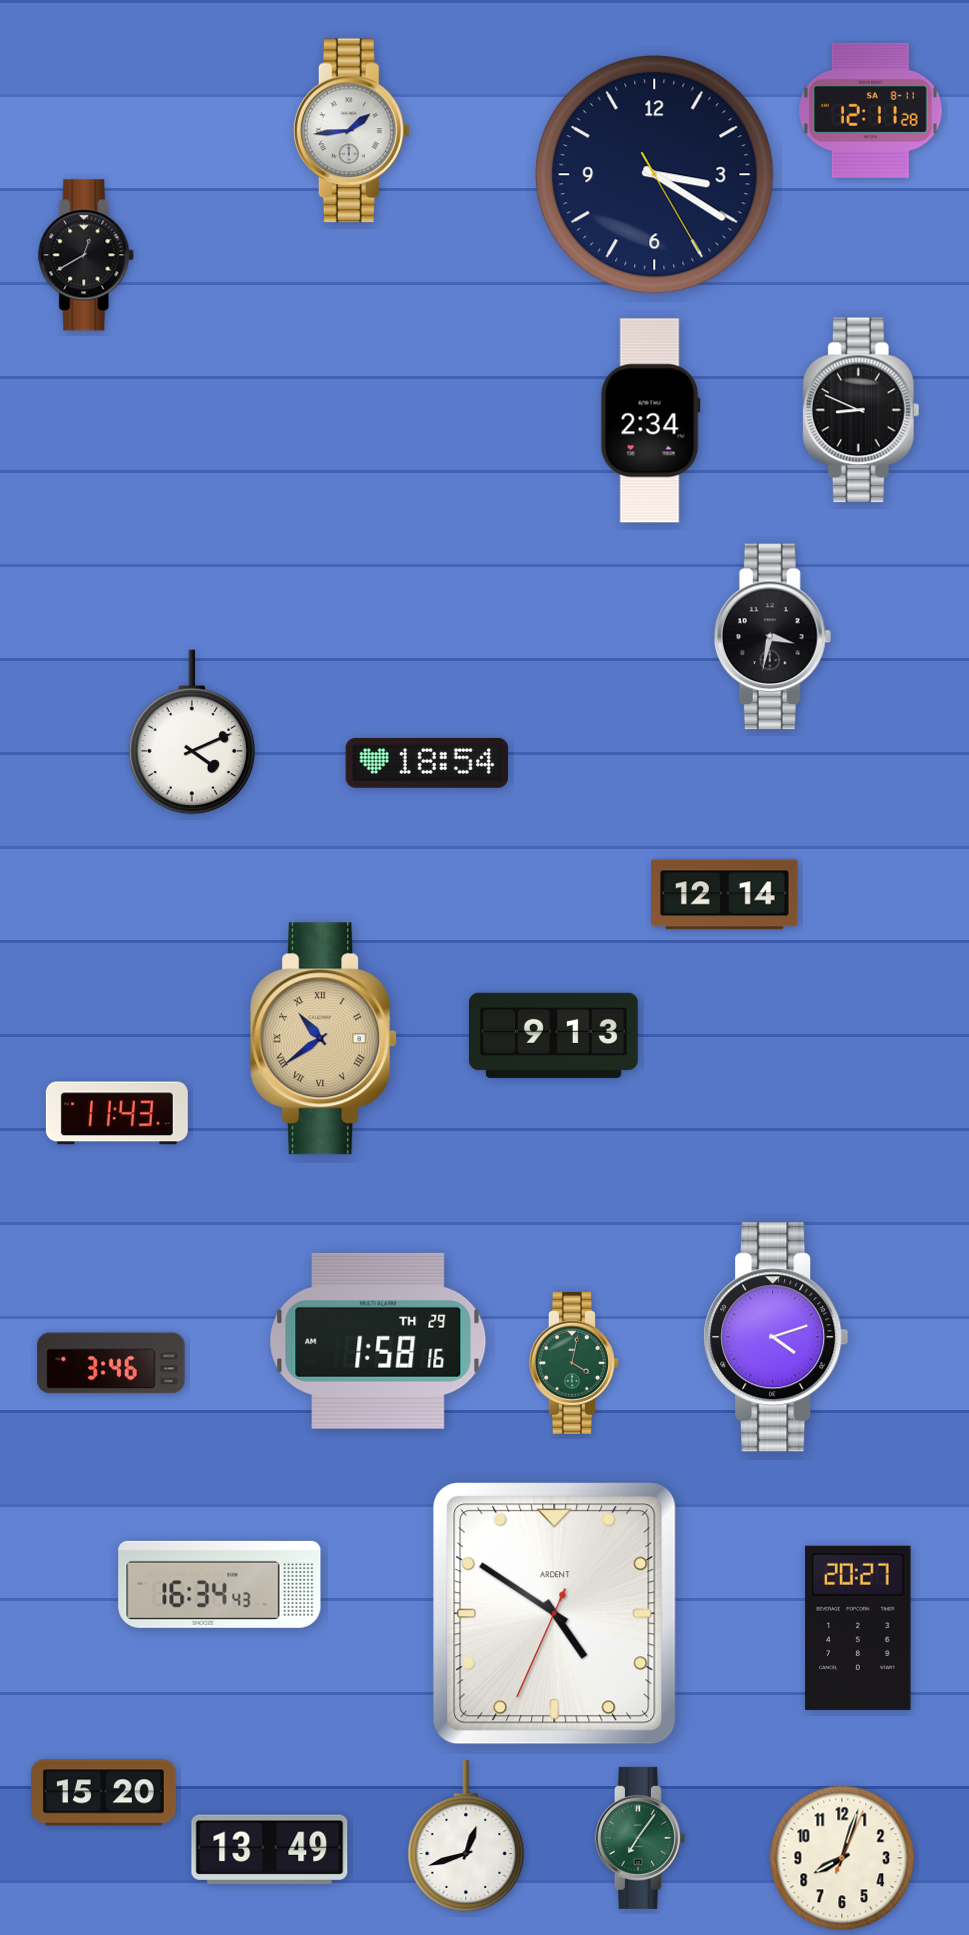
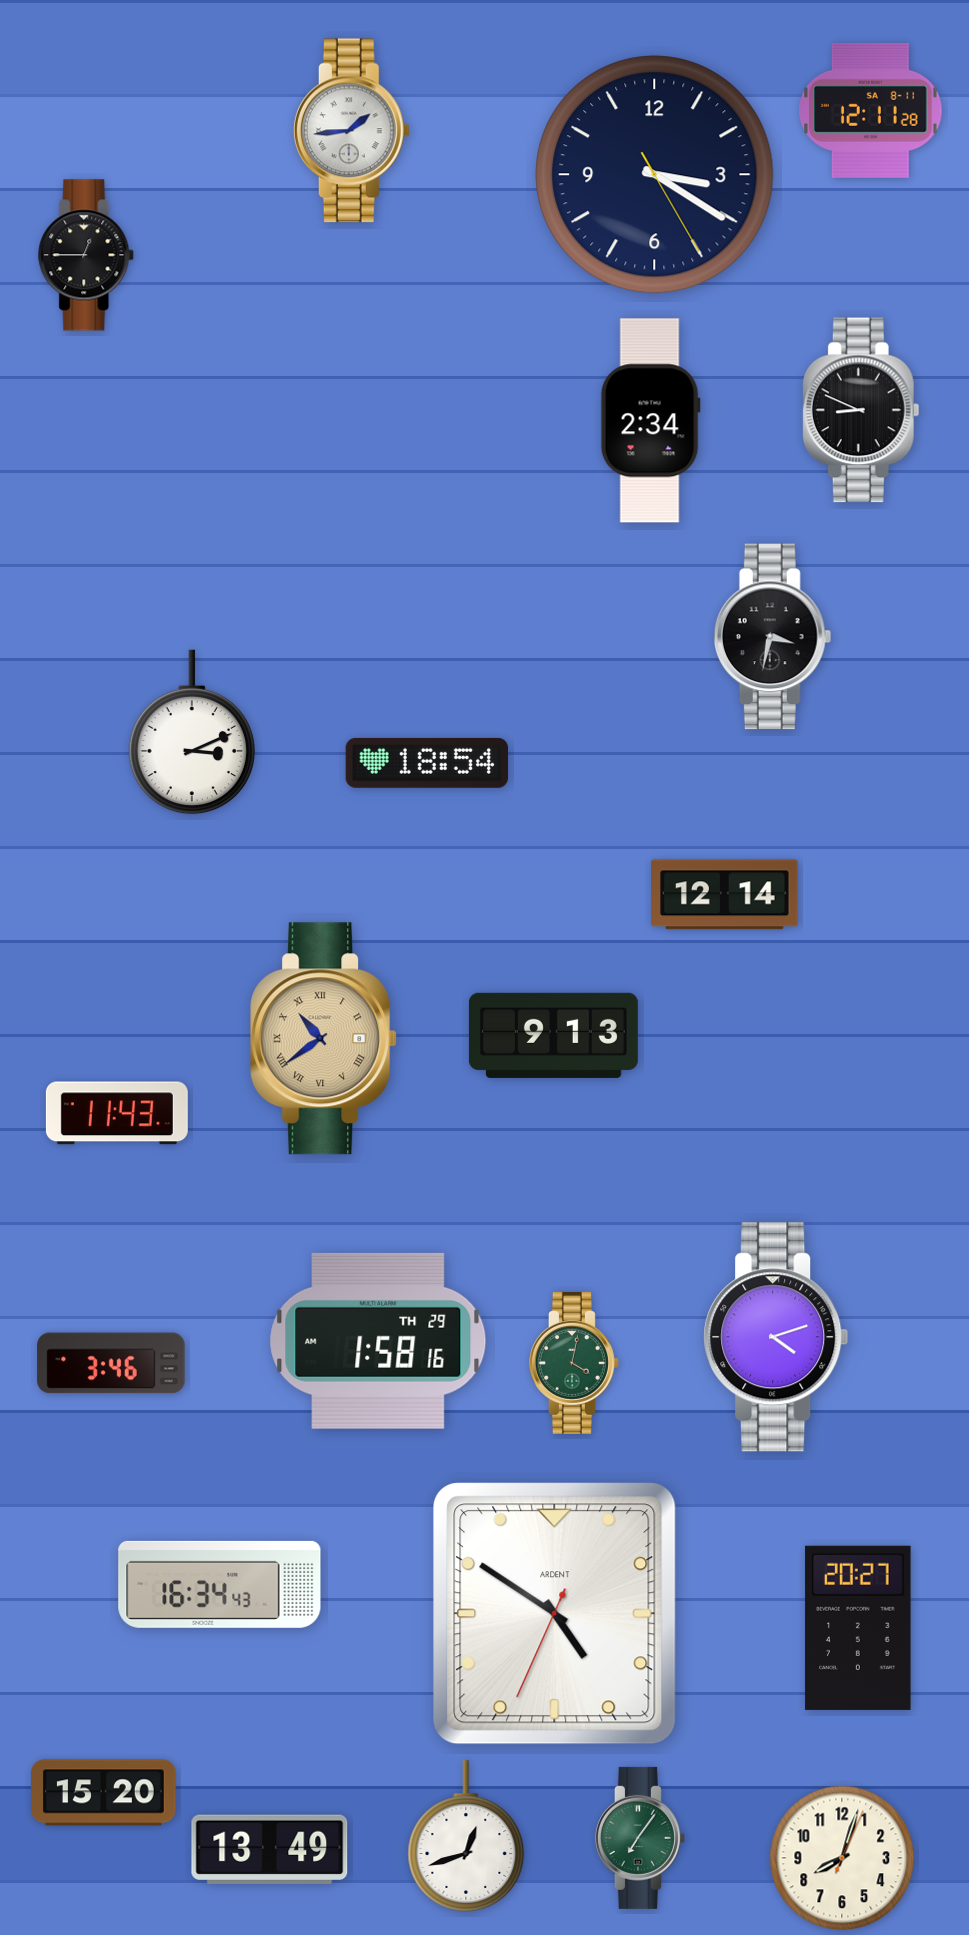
clock at (87, 255): 12:40 -> 12:45
clock at (192, 732): 4:11 -> 3:11
